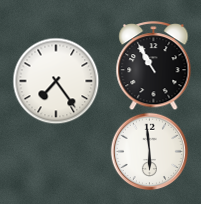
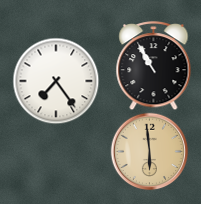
clock at (149, 151) dial: white -> champagne
